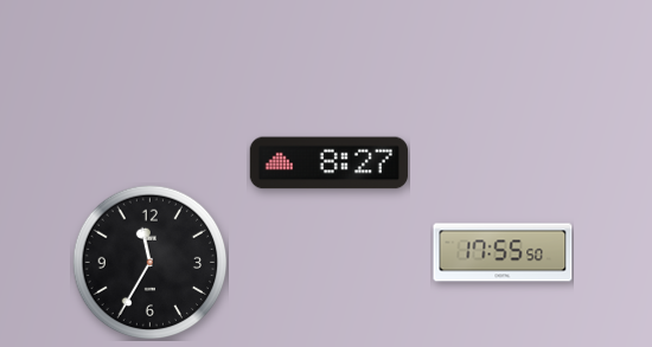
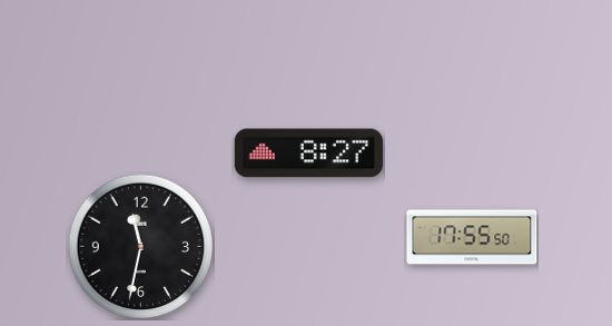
clock at (151, 263): 11:35 -> 11:32
